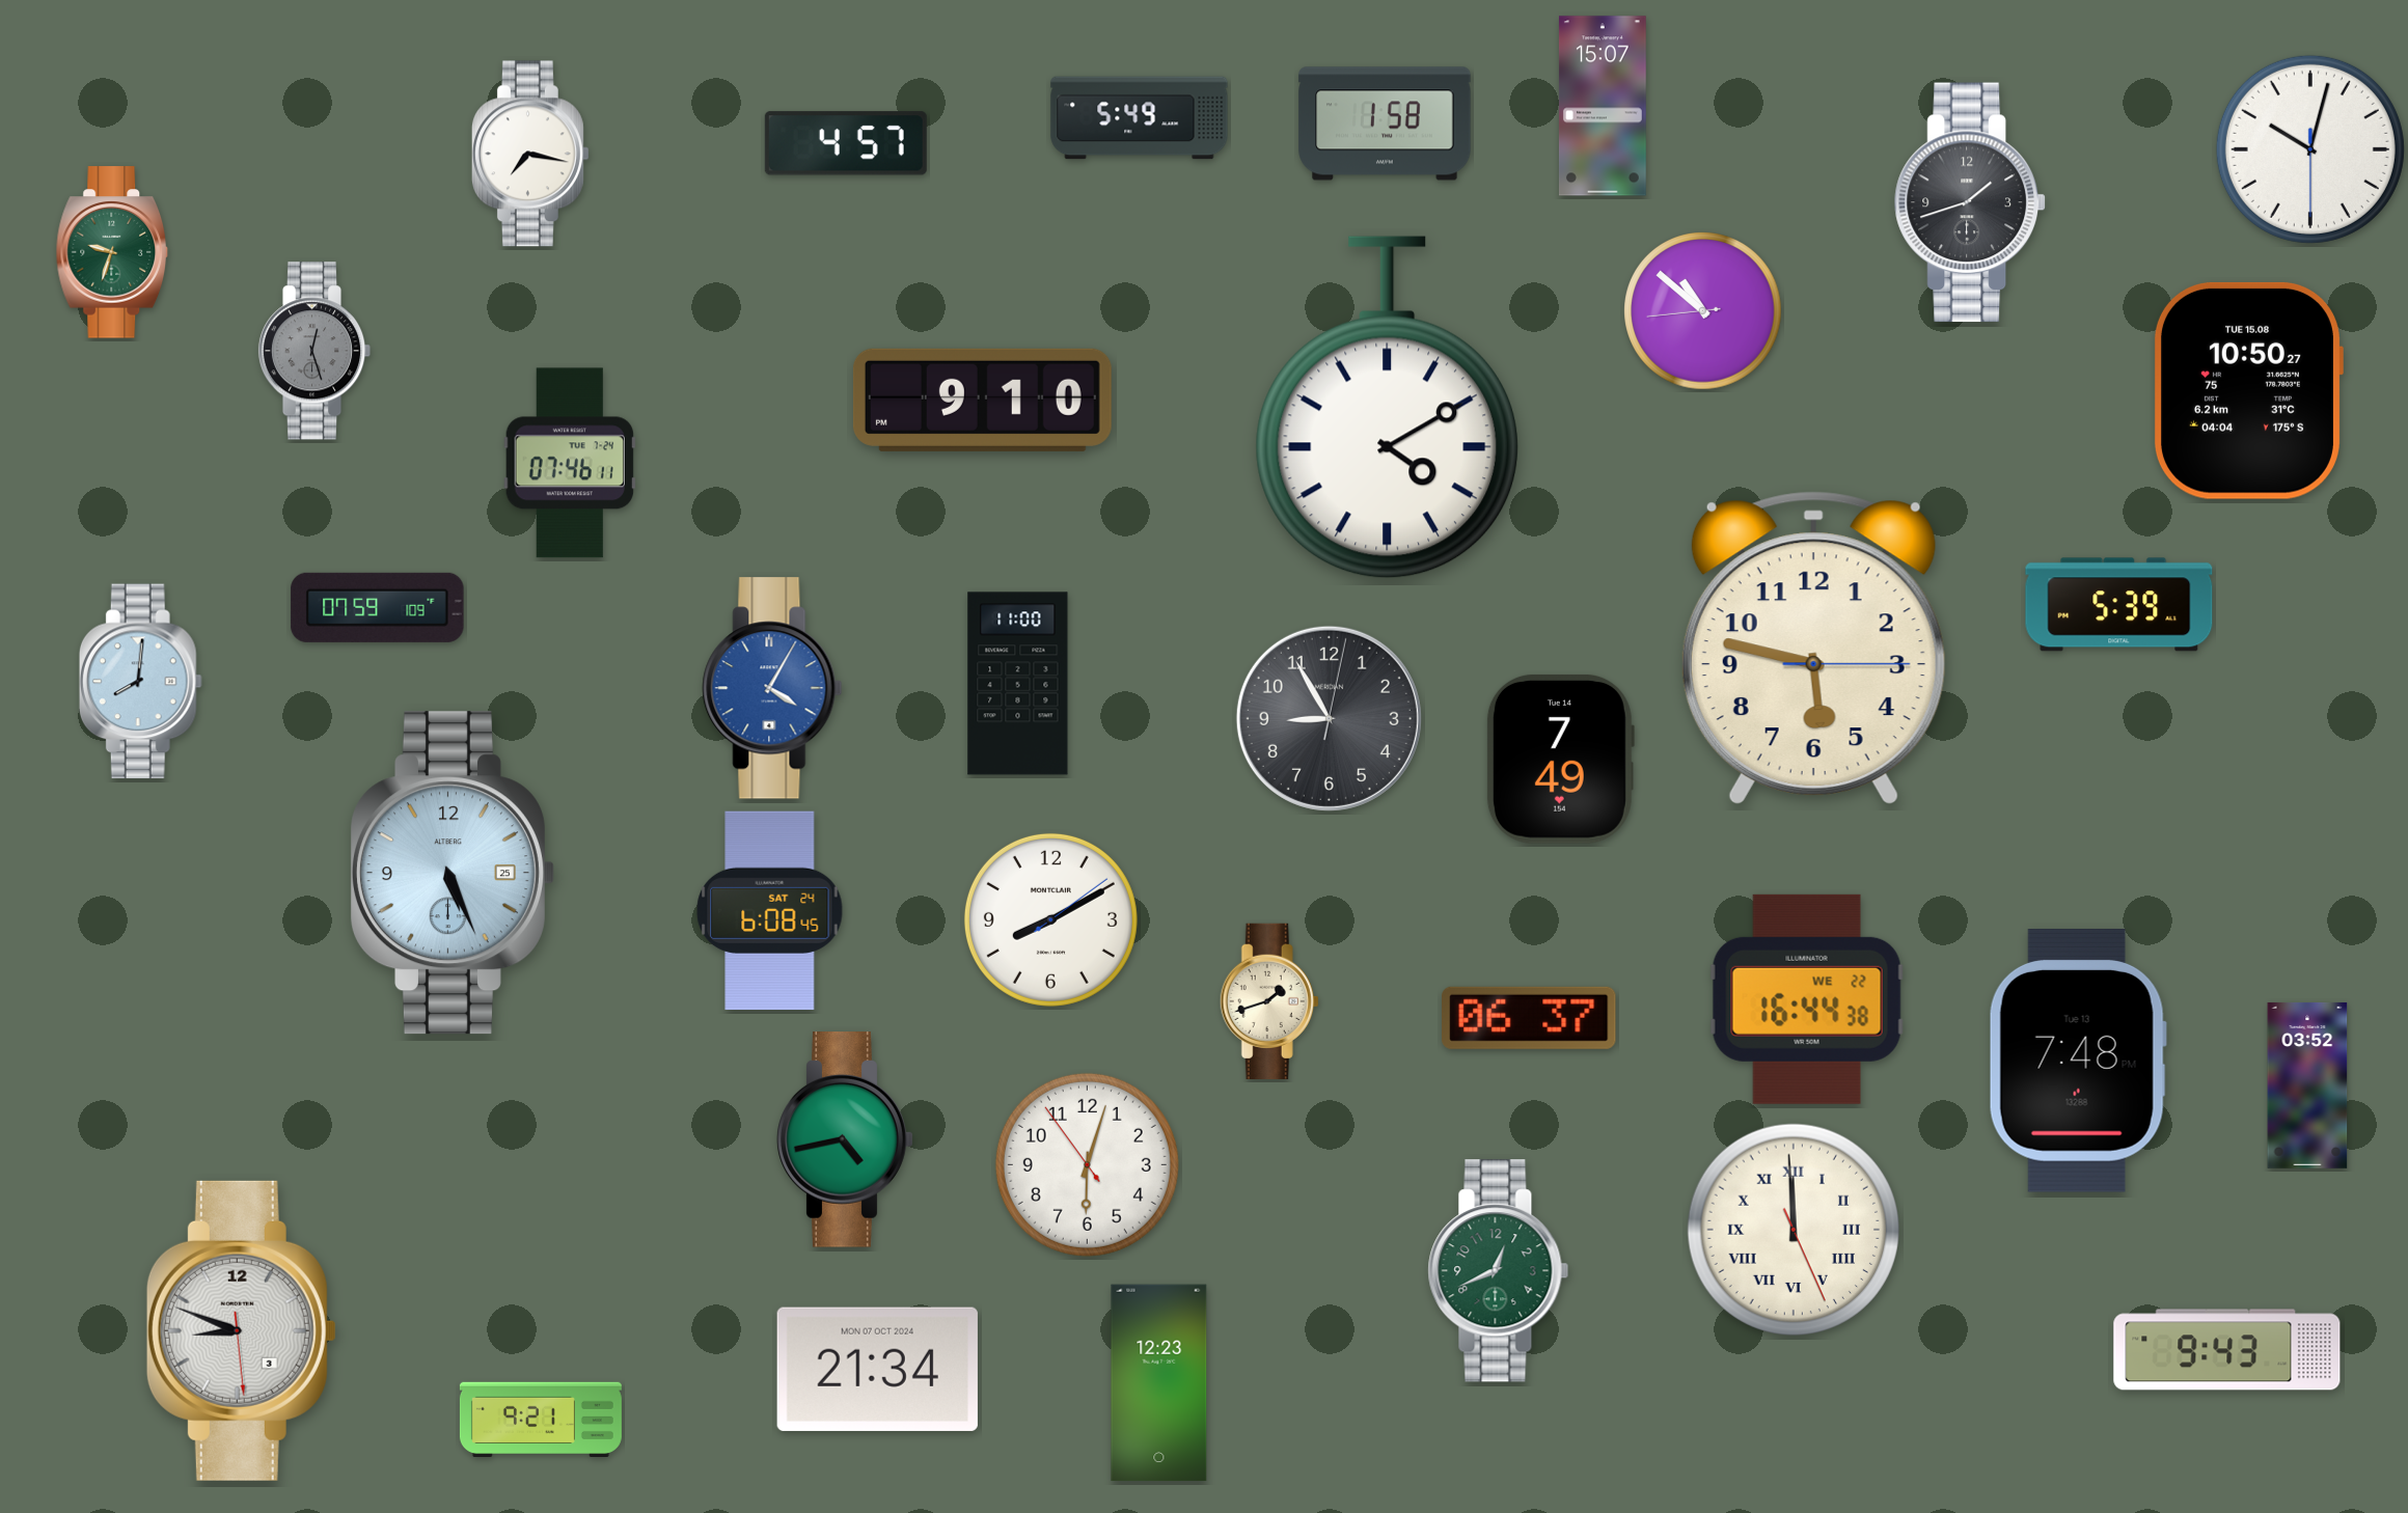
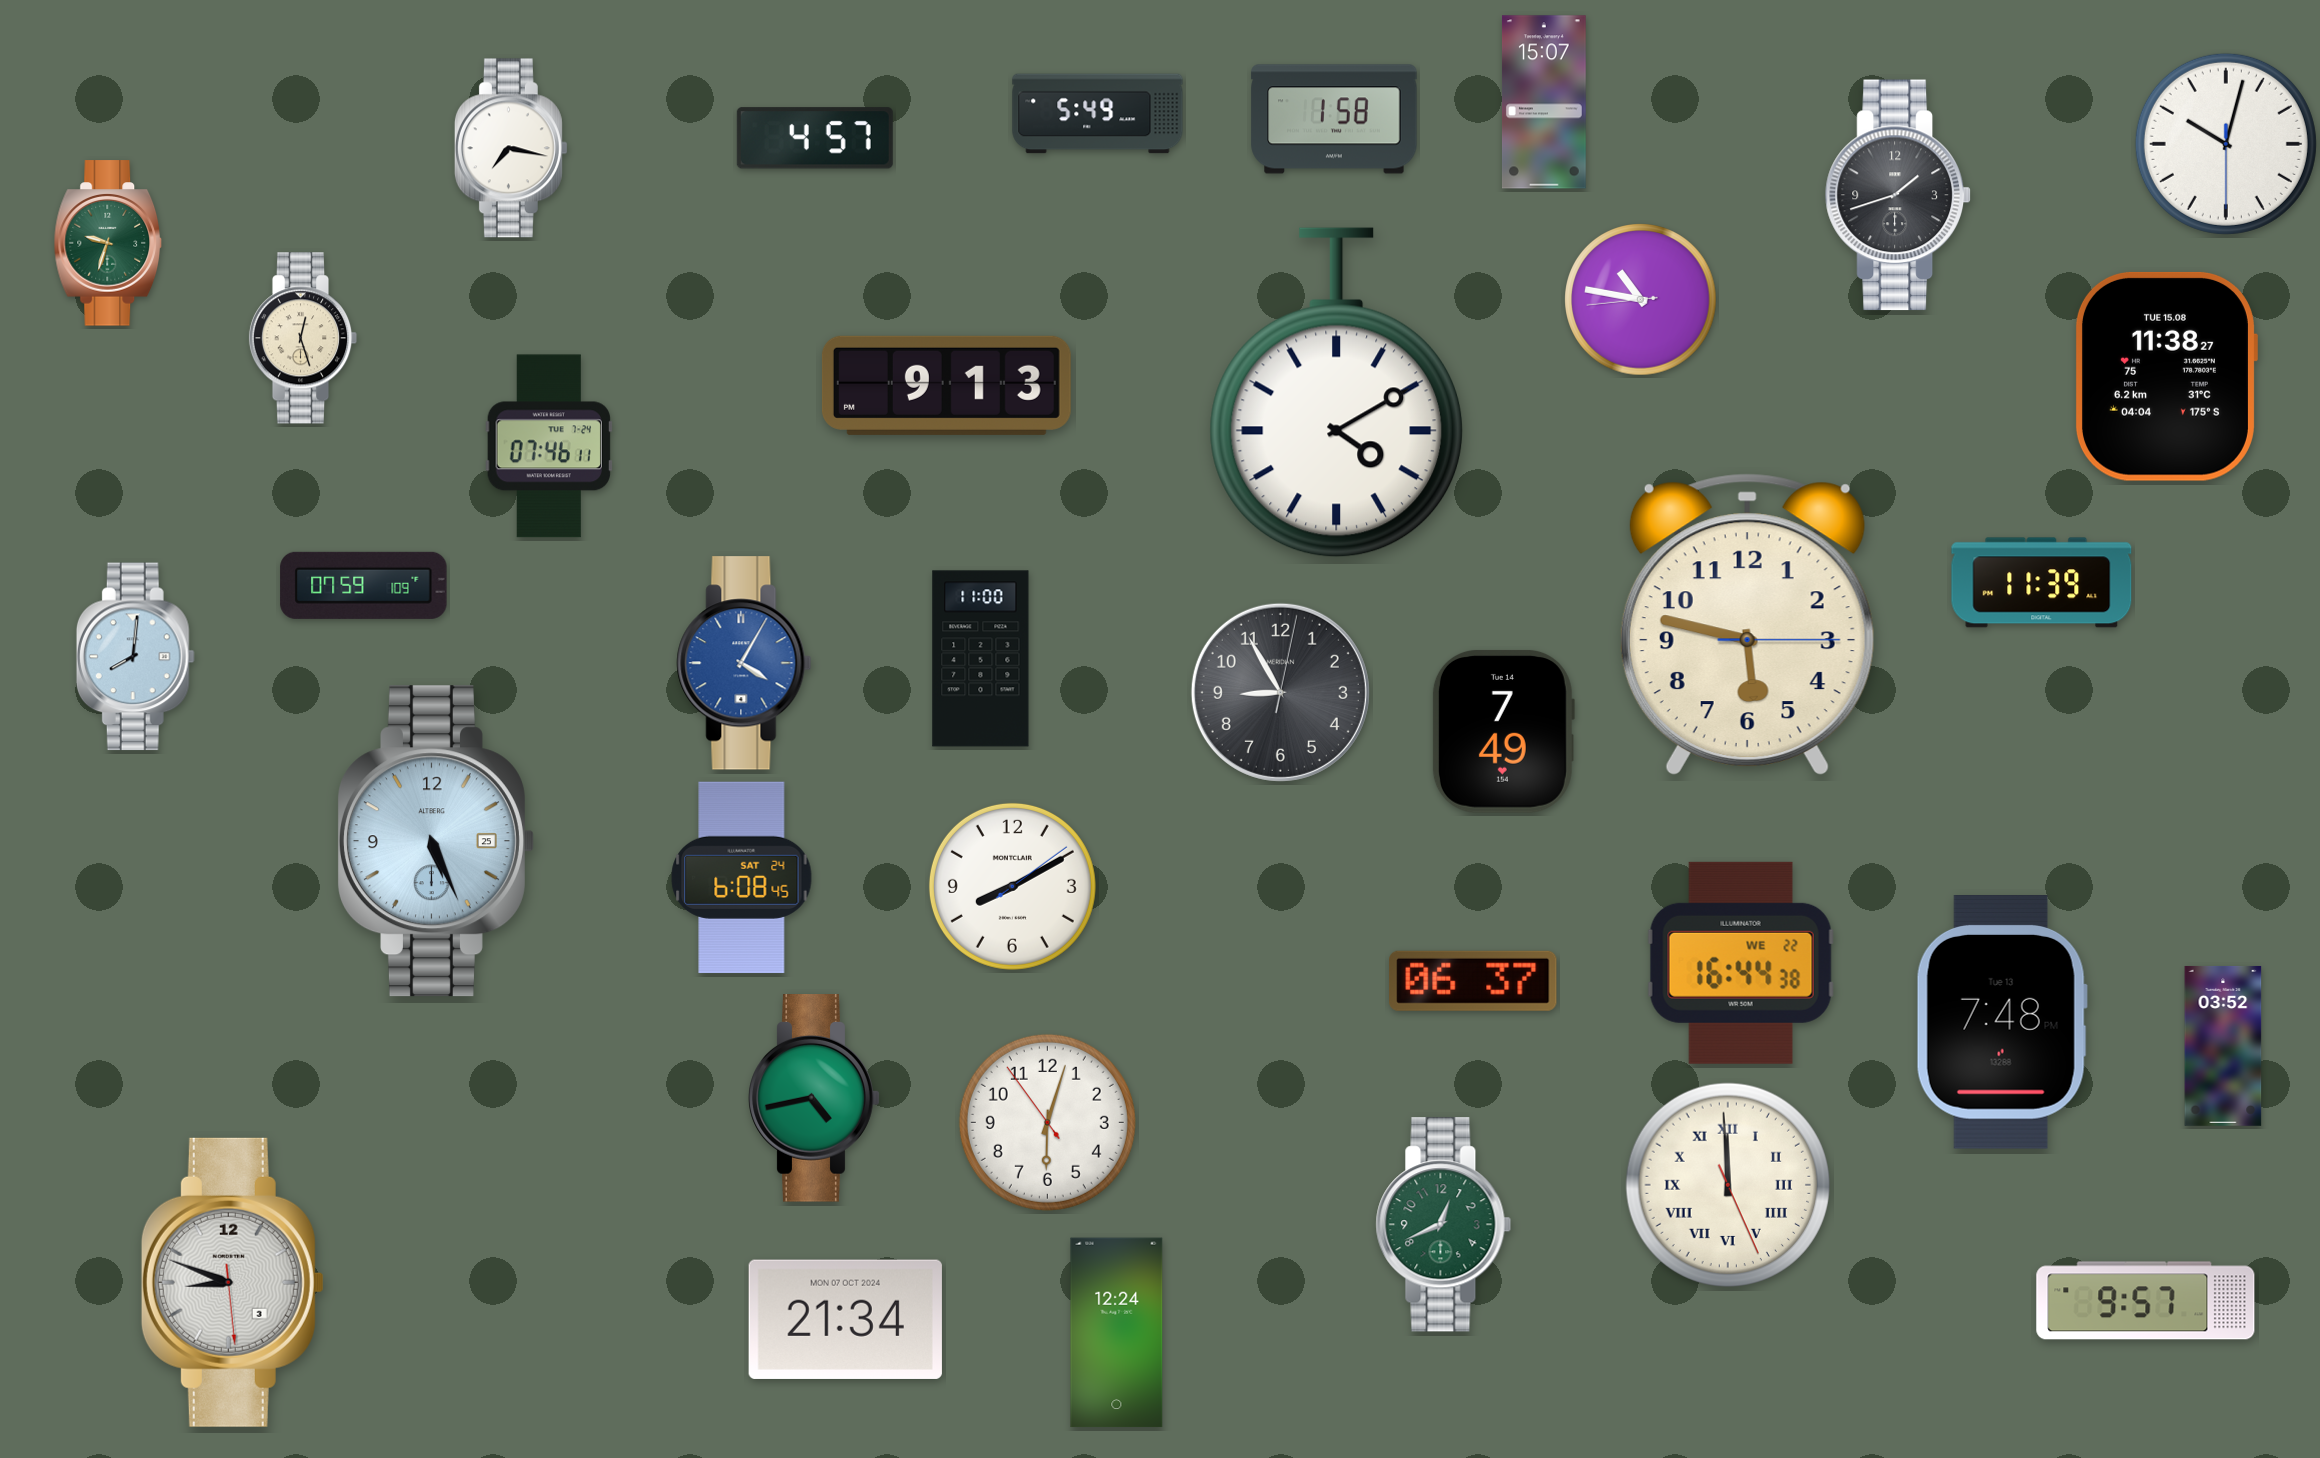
clock at (1703, 311): 10:51 -> 10:46
clock at (314, 351) dial: grey -> cream
clock at (2248, 390): 10:50 -> 11:38
clock at (982, 400): 9:10 -> 9:13
clock at (2119, 605): 5:39 -> 11:39
clock at (1269, 1001): 1:42 -> none
clock at (2227, 1350): 9:43 -> 9:57
clock at (1159, 1383): 12:23 -> 12:24
clock at (541, 1419): 9:21 -> none
